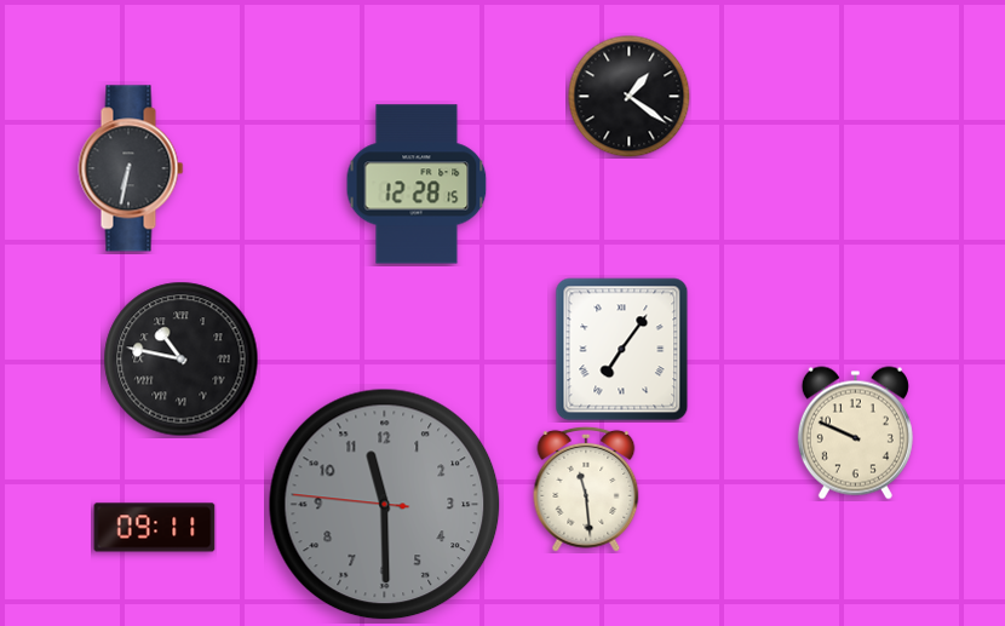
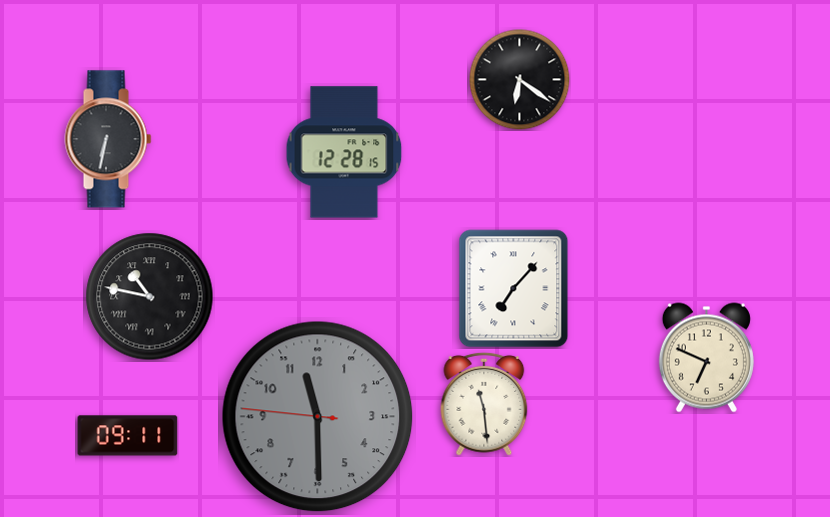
clock at (630, 97): 1:21 -> 6:21
clock at (622, 350): 7:06 -> 7:07
clock at (855, 433): 9:49 -> 6:49
